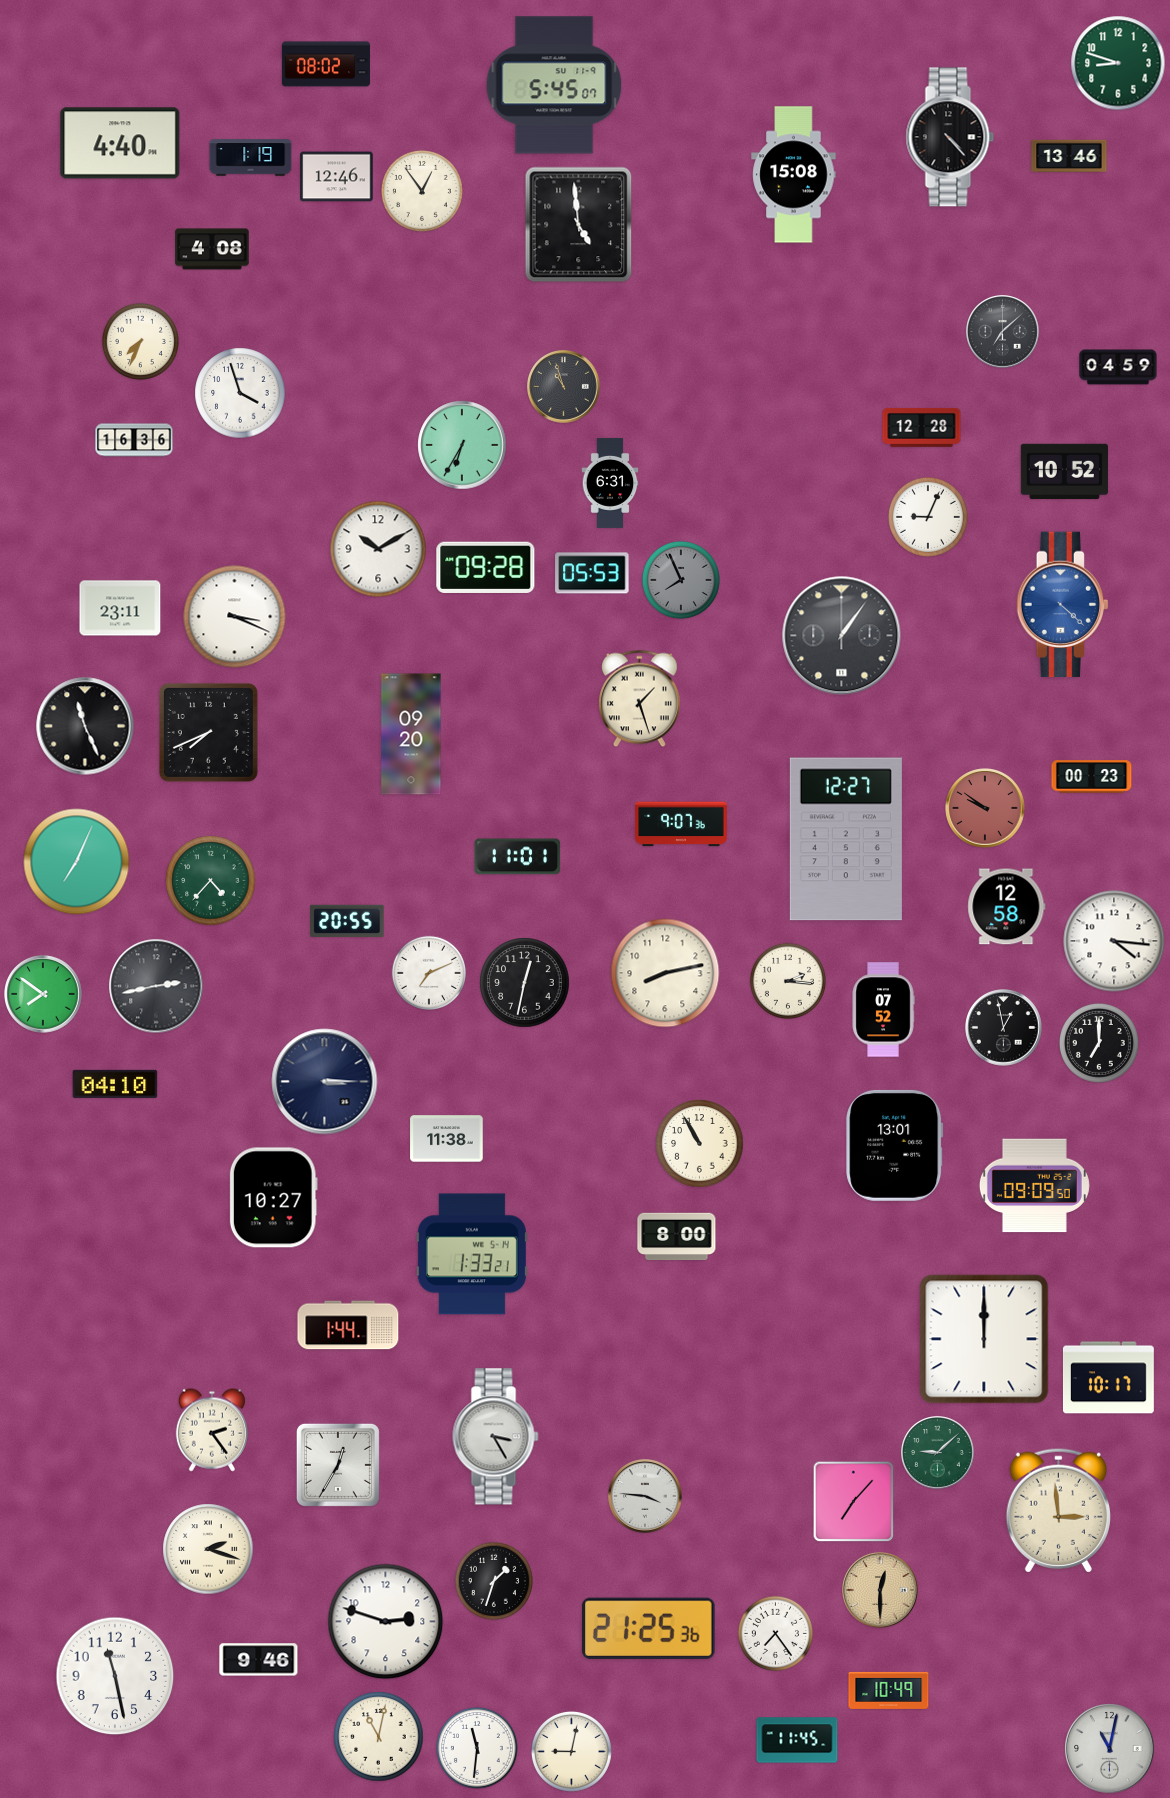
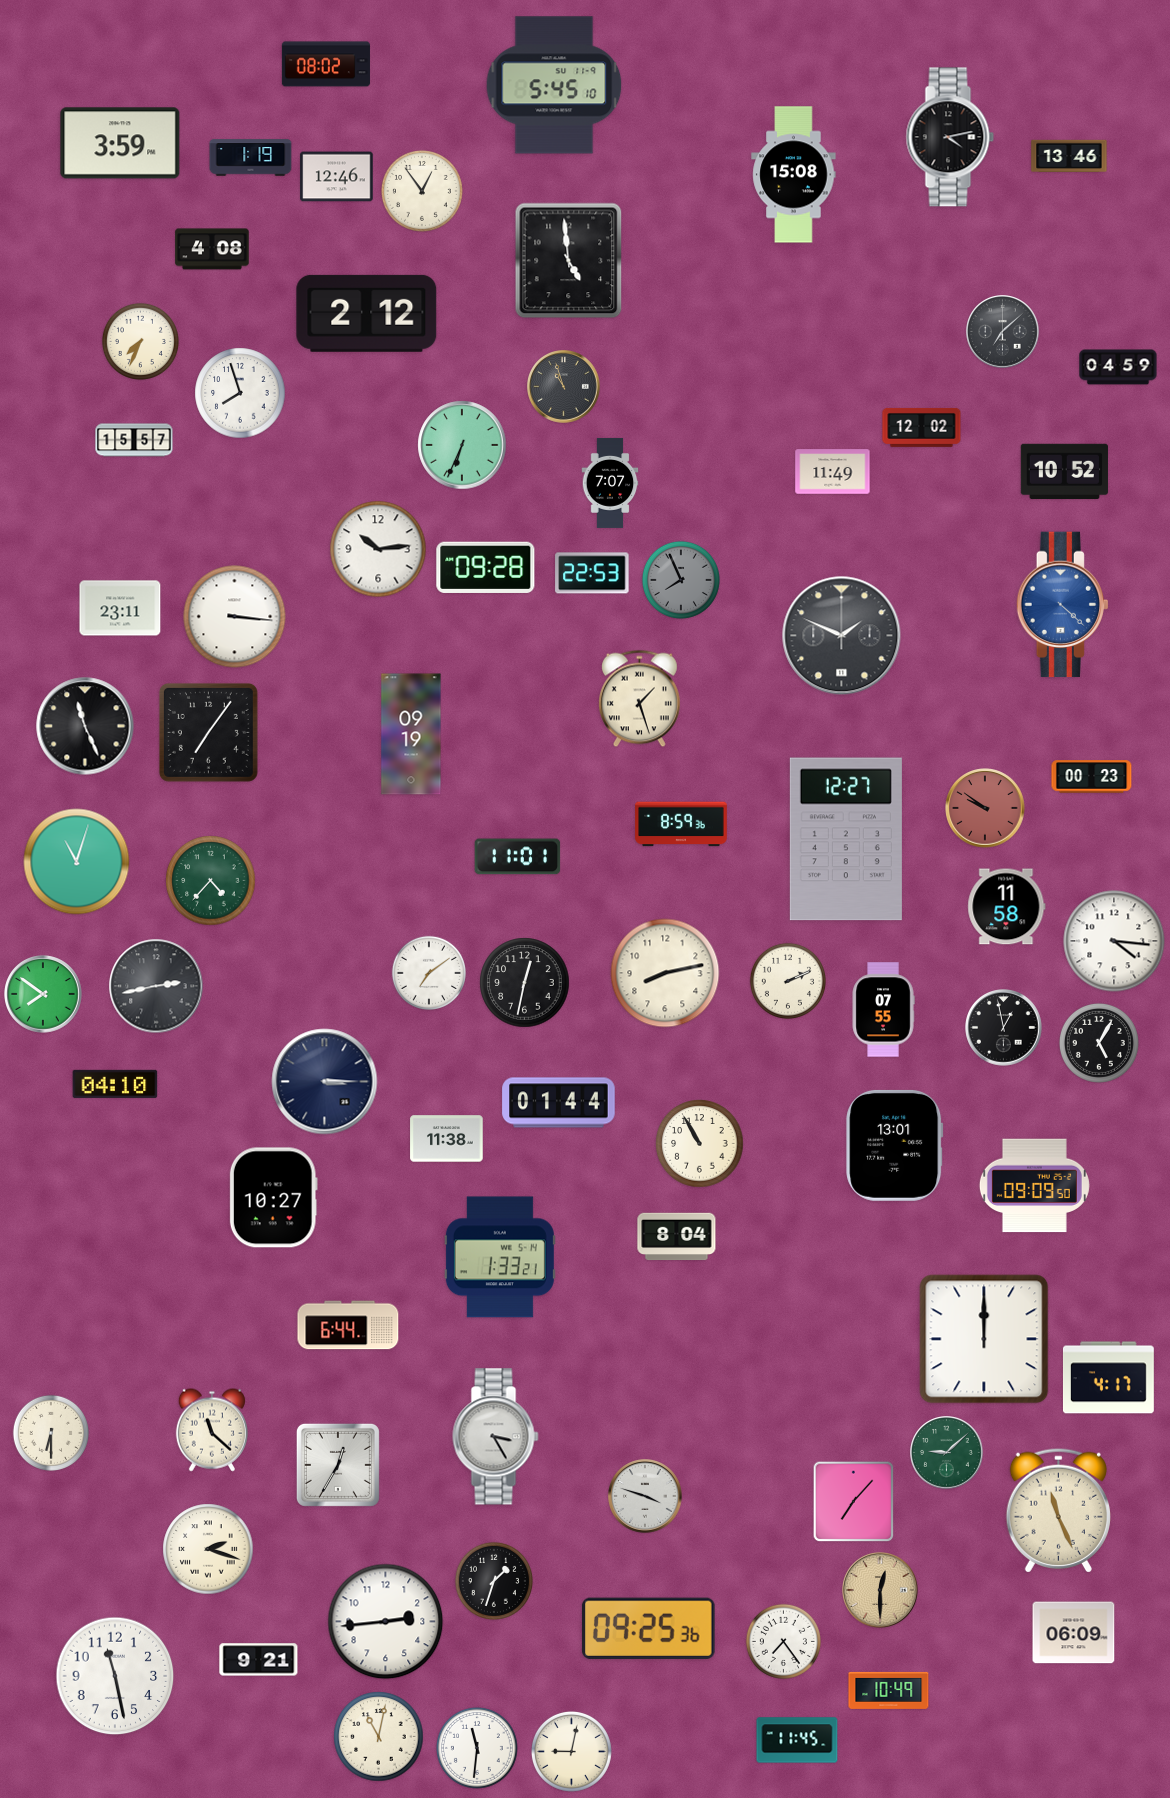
clock at (1118, 63): 8:48 -> none
clock at (554, 85): 5:45:07 -> 5:45:10
clock at (950, 137): 4:23 -> 4:13
clock at (120, 143): 4:40 -> 3:59
clock at (579, 225) position: (579, 225) -> (569, 261)
clock at (367, 313): none -> 2:12
clock at (240, 393): 3:57 -> 7:57
clock at (922, 427): 12:28 -> 12:02
clock at (134, 440): 16:36 -> 15:57
clock at (462, 445): 6:35 -> 6:34
clock at (833, 472): none -> 11:49
clock at (610, 483): 6:31 -> 7:07
clock at (928, 517): 9:04 -> none
clock at (378, 549): 10:10 -> 10:14
clock at (592, 573): 05:53 -> 22:53
clock at (235, 617): 3:19 -> 3:16
clock at (842, 636): 1:06 -> 1:49
clock at (208, 732): 7:41 -> 7:06
clock at (411, 734): 09:20 -> 09:19
clock at (681, 824): 9:07 -> 8:59
clock at (77, 862): 7:04 -> 11:03
clock at (1007, 907): 12:58 -> 11:58
clock at (347, 921): 20:55 -> none
clock at (428, 972): 7:11 -> 7:09
clock at (788, 981): 2:16 -> 2:11
clock at (883, 1010): 07:52 -> 07:55
clock at (1099, 1043): 7:00 -> 5:05
clock at (559, 1103): none -> 01:44
clock at (677, 1237): 8:00 -> 8:04
clock at (472, 1254) position: (472, 1254) -> (500, 1257)
clock at (348, 1325): 1:44 -> 6:44
clock at (1108, 1378): 10:17 -> 4:17
clock at (212, 1430): 2:24 -> 11:22
clock at (51, 1433): none -> 6:30
clock at (938, 1453) position: (938, 1453) -> (947, 1453)
clock at (646, 1497): 3:46 -> 3:48
clock at (1058, 1510): 2:59 -> 11:26
clock at (386, 1622): 2:48 -> 2:44
clock at (648, 1628): 21:25 -> 09:25
clock at (775, 1633) position: (775, 1633) -> (783, 1641)
clock at (1074, 1633): none -> 06:09
clock at (259, 1660): 9:46 -> 9:21
clock at (1110, 1749): 11:02 -> none
